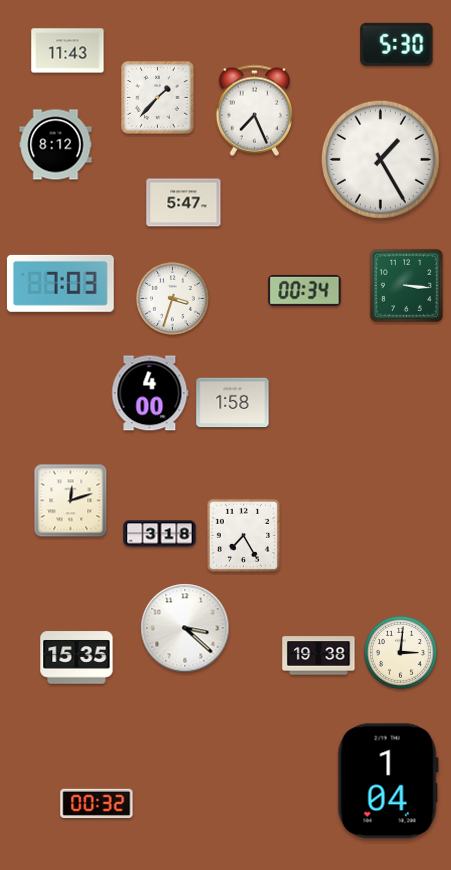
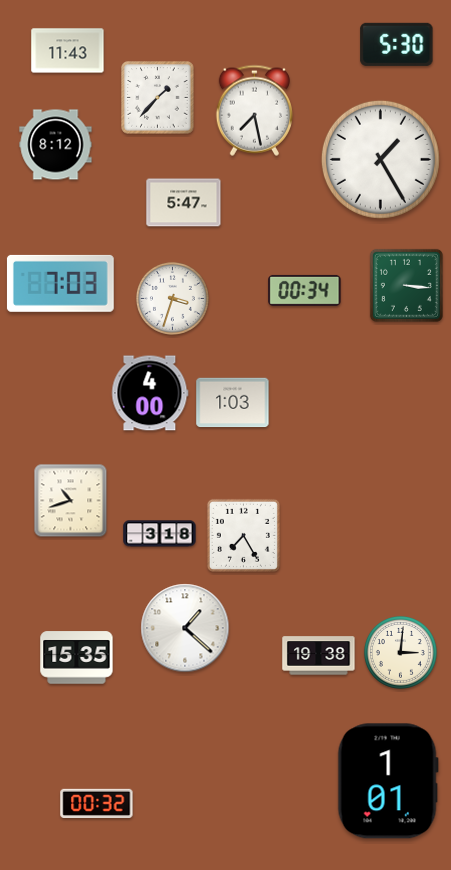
clock at (254, 110): 7:26 -> 7:28
clock at (233, 403): 1:58 -> 1:03
clock at (71, 501): 12:12 -> 10:42
clock at (185, 628): 3:22 -> 1:22
clock at (388, 781): 1:04 -> 1:01
